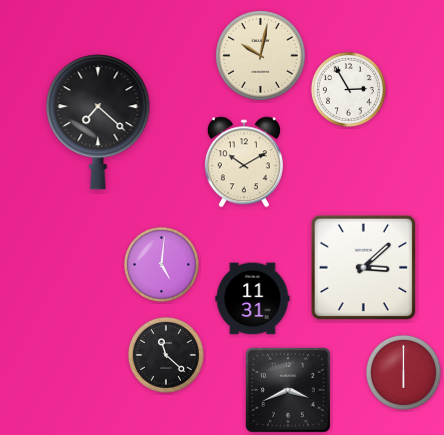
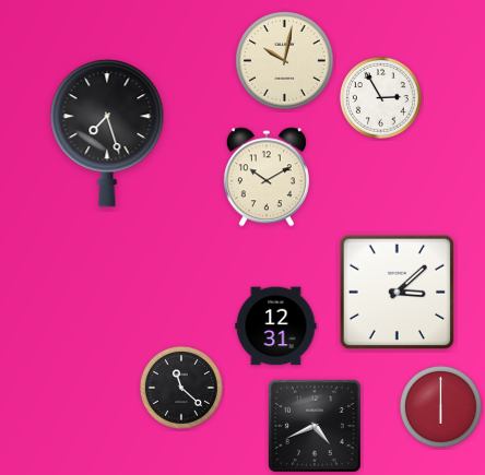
clock at (98, 122): 7:22 -> 7:27
clock at (161, 264): 5:01 -> none
clock at (253, 299): 11:31 -> 12:31
clock at (288, 390): 3:41 -> 4:41
